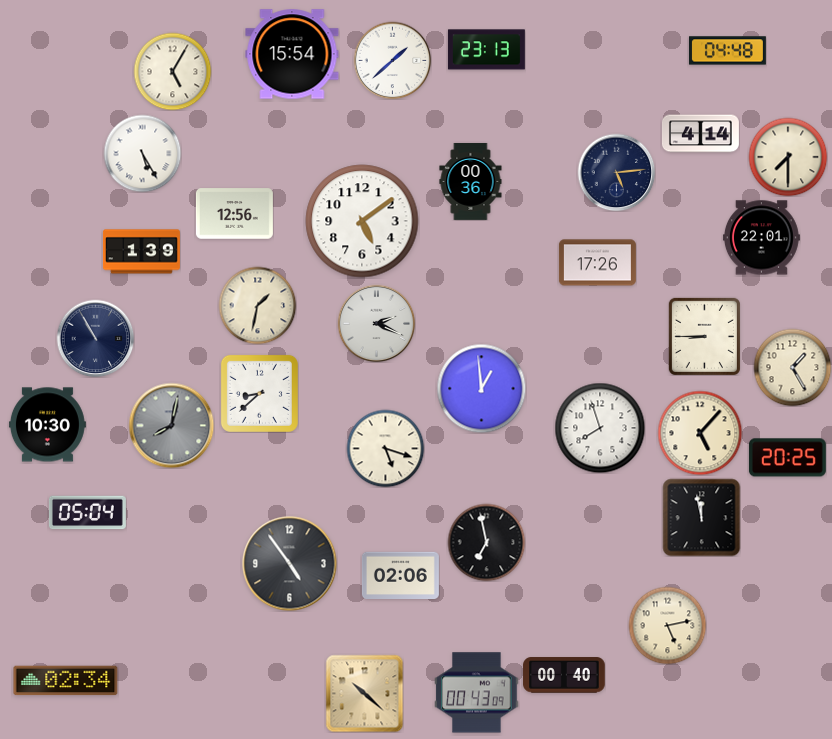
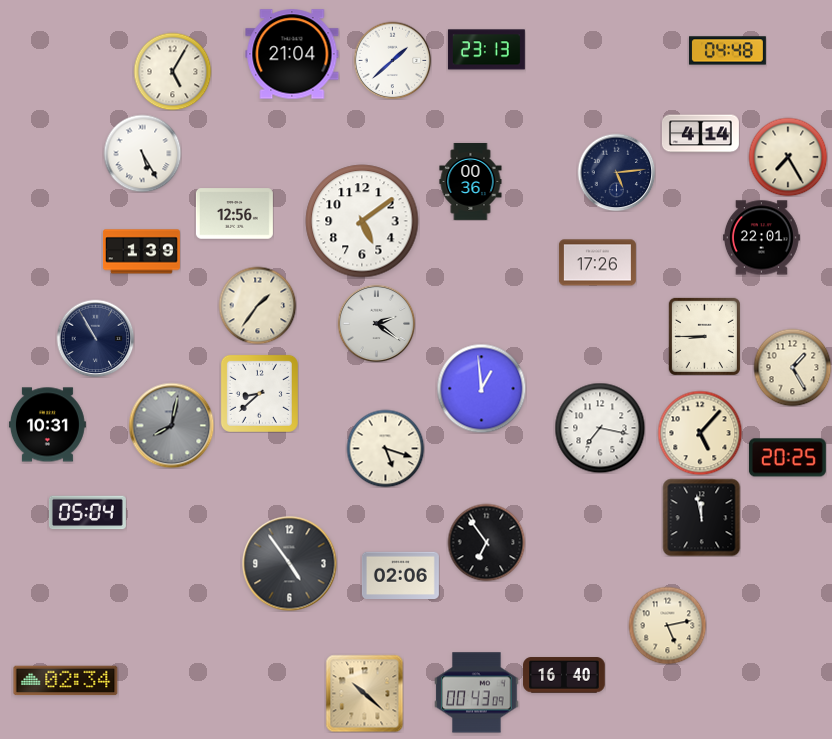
clock at (292, 54): 15:54 -> 21:04
clock at (788, 157): 7:30 -> 7:25
clock at (257, 305): 1:32 -> 1:36
clock at (376, 323): 2:19 -> 2:21
clock at (47, 425): 10:30 -> 10:31
clock at (600, 428): 7:57 -> 7:17
clock at (486, 542): 6:58 -> 6:54
clock at (564, 675): 00:40 -> 16:40
